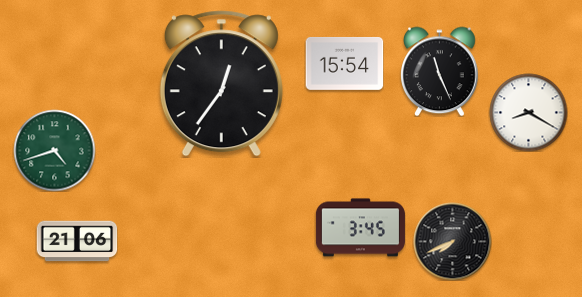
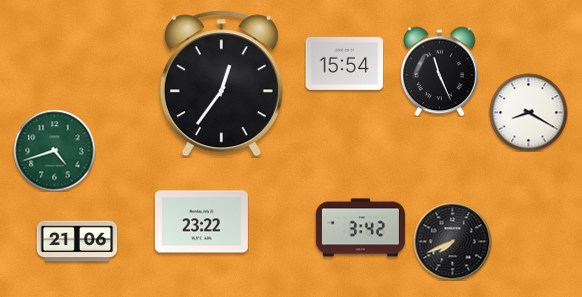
clock at (201, 222): none -> 23:22
clock at (360, 228): 3:45 -> 3:42
